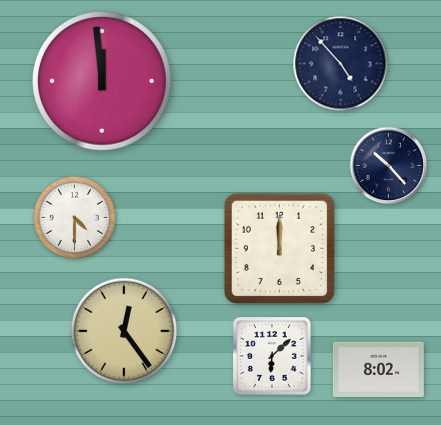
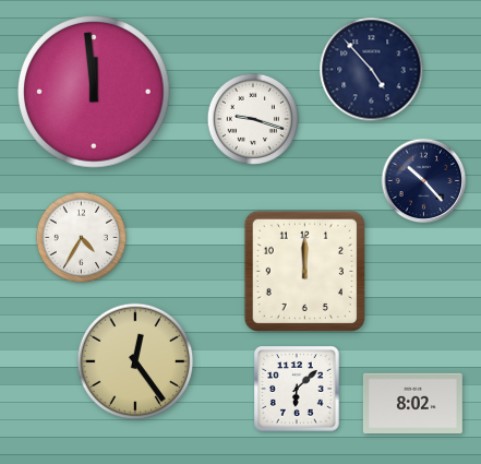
clock at (102, 81) position: (102, 81) -> (94, 92)
clock at (252, 118): none -> 9:18
clock at (75, 218): 4:30 -> 4:35
